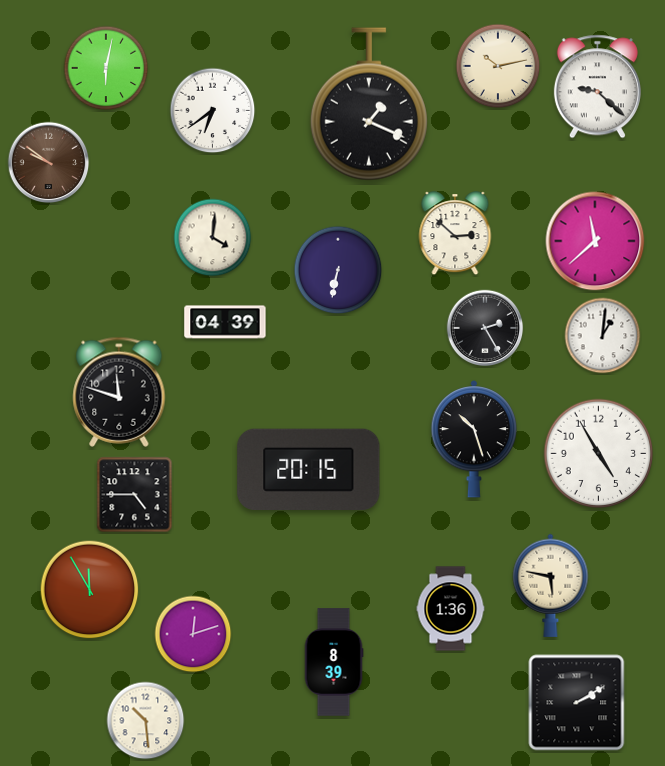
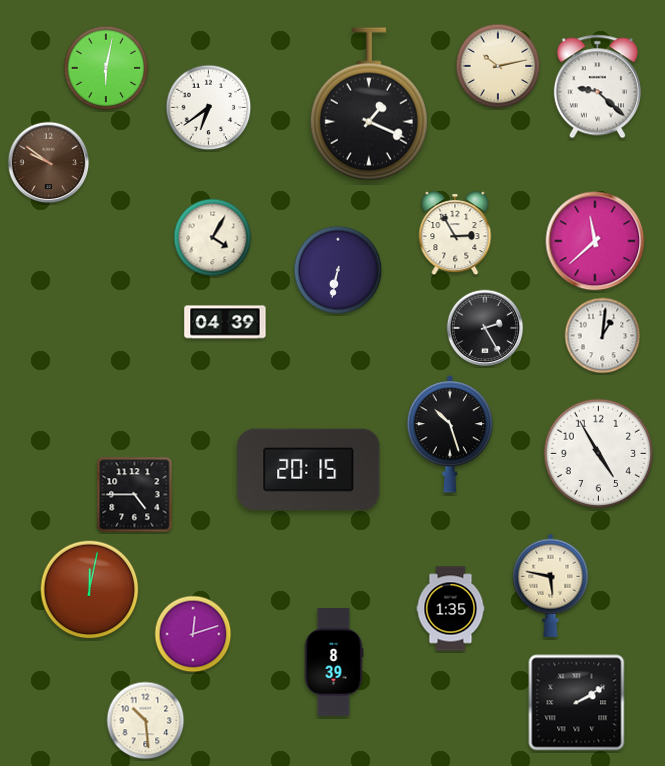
clock at (213, 111) position: (213, 111) -> (209, 108)
clock at (455, 234): 2:52 -> 2:55
clock at (213, 238): 4:01 -> 4:05
clock at (119, 392): 11:48 -> none
clock at (474, 440) position: (474, 440) -> (450, 435)
clock at (90, 590): 11:55 -> 12:02
clock at (451, 609): 1:36 -> 1:35
